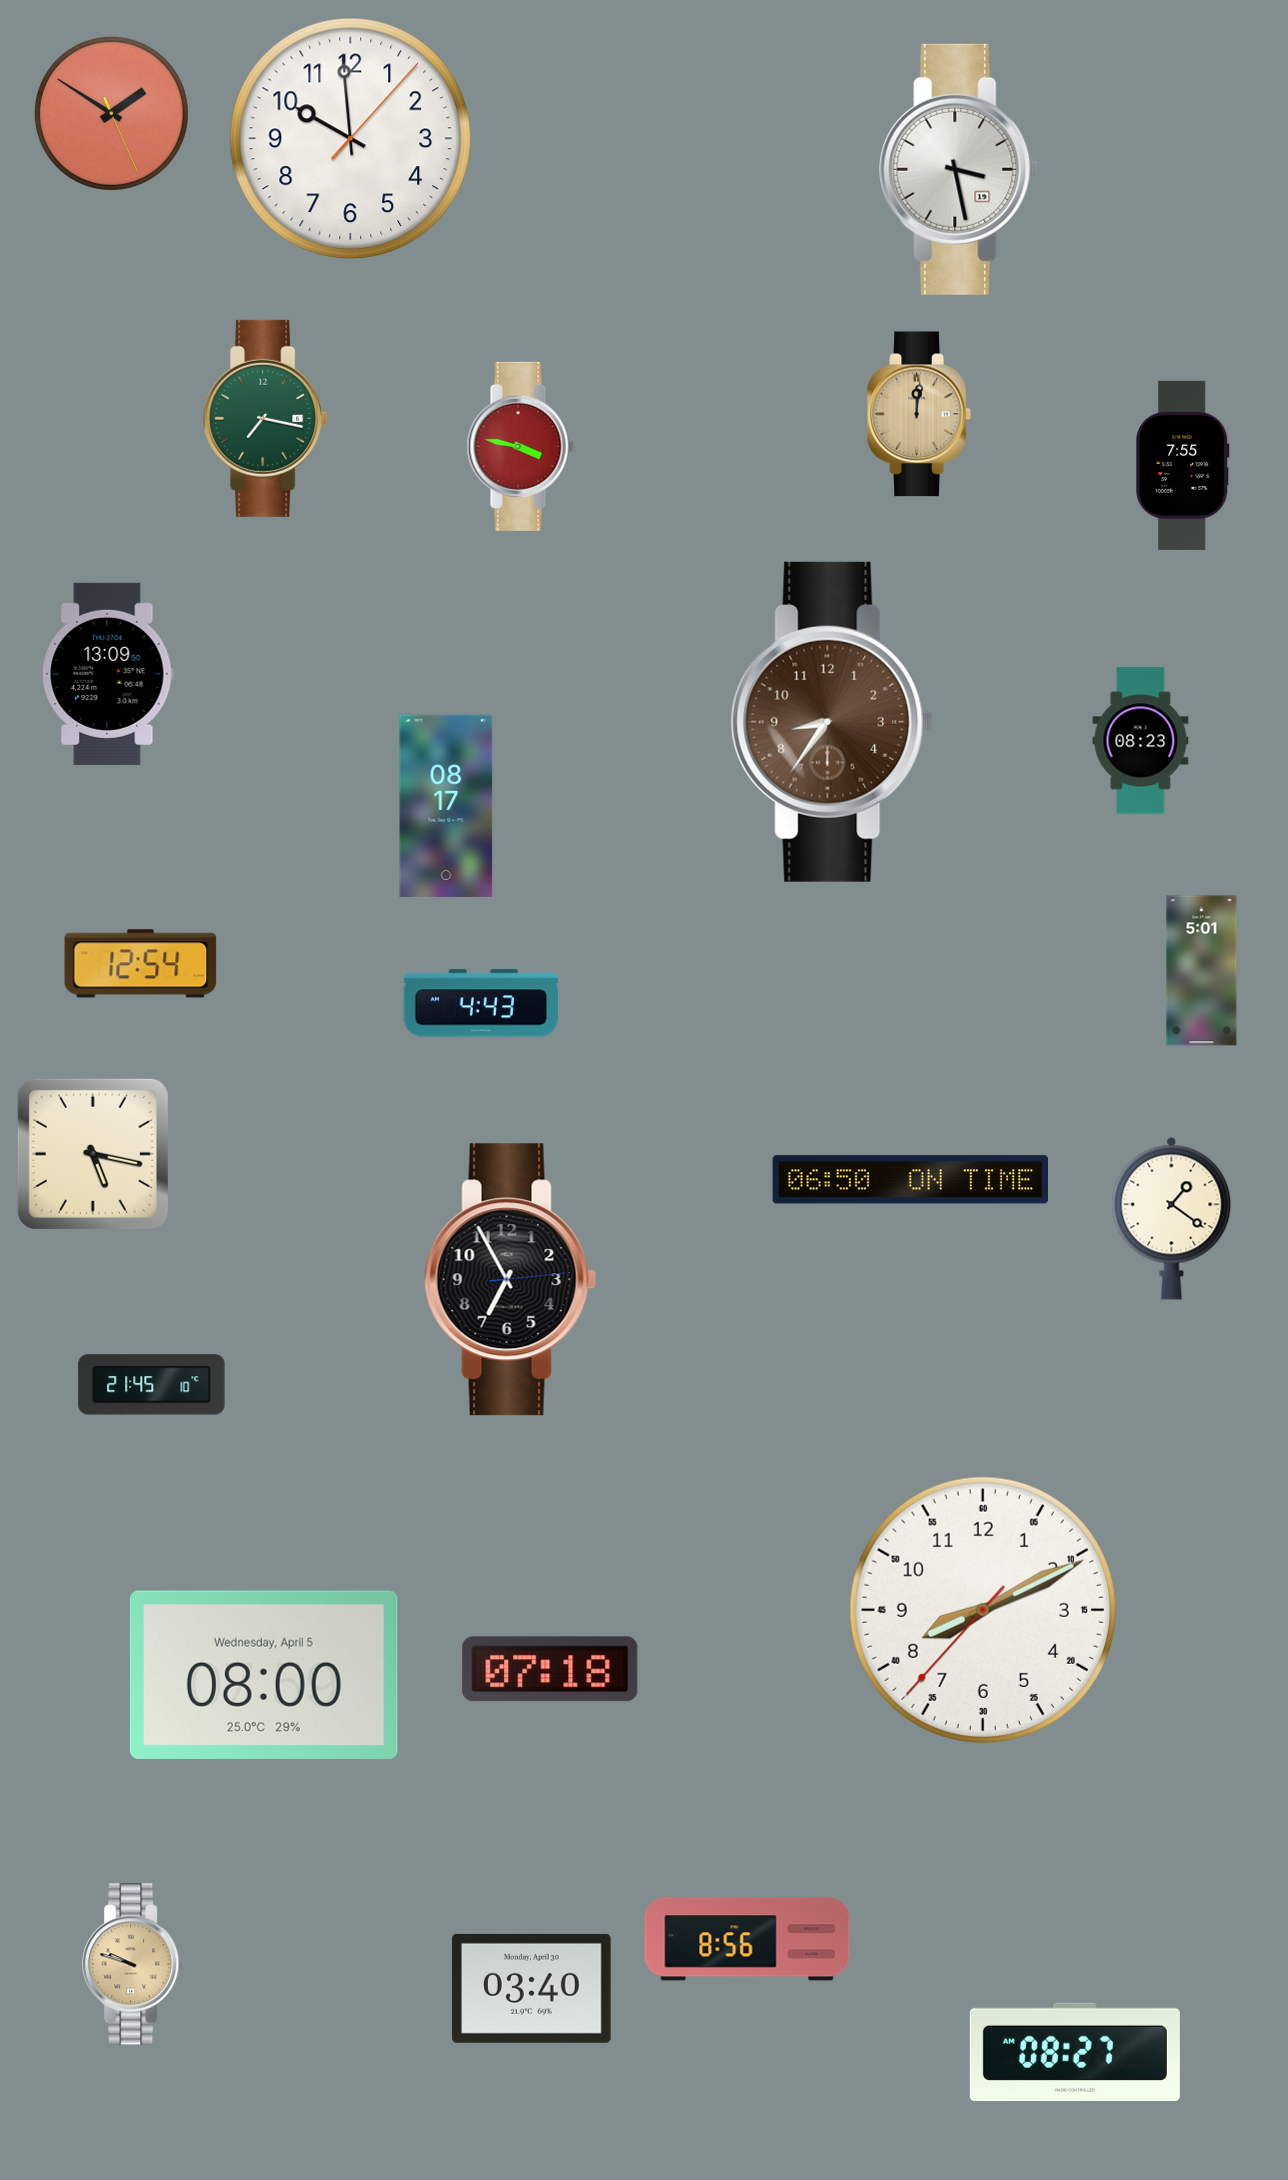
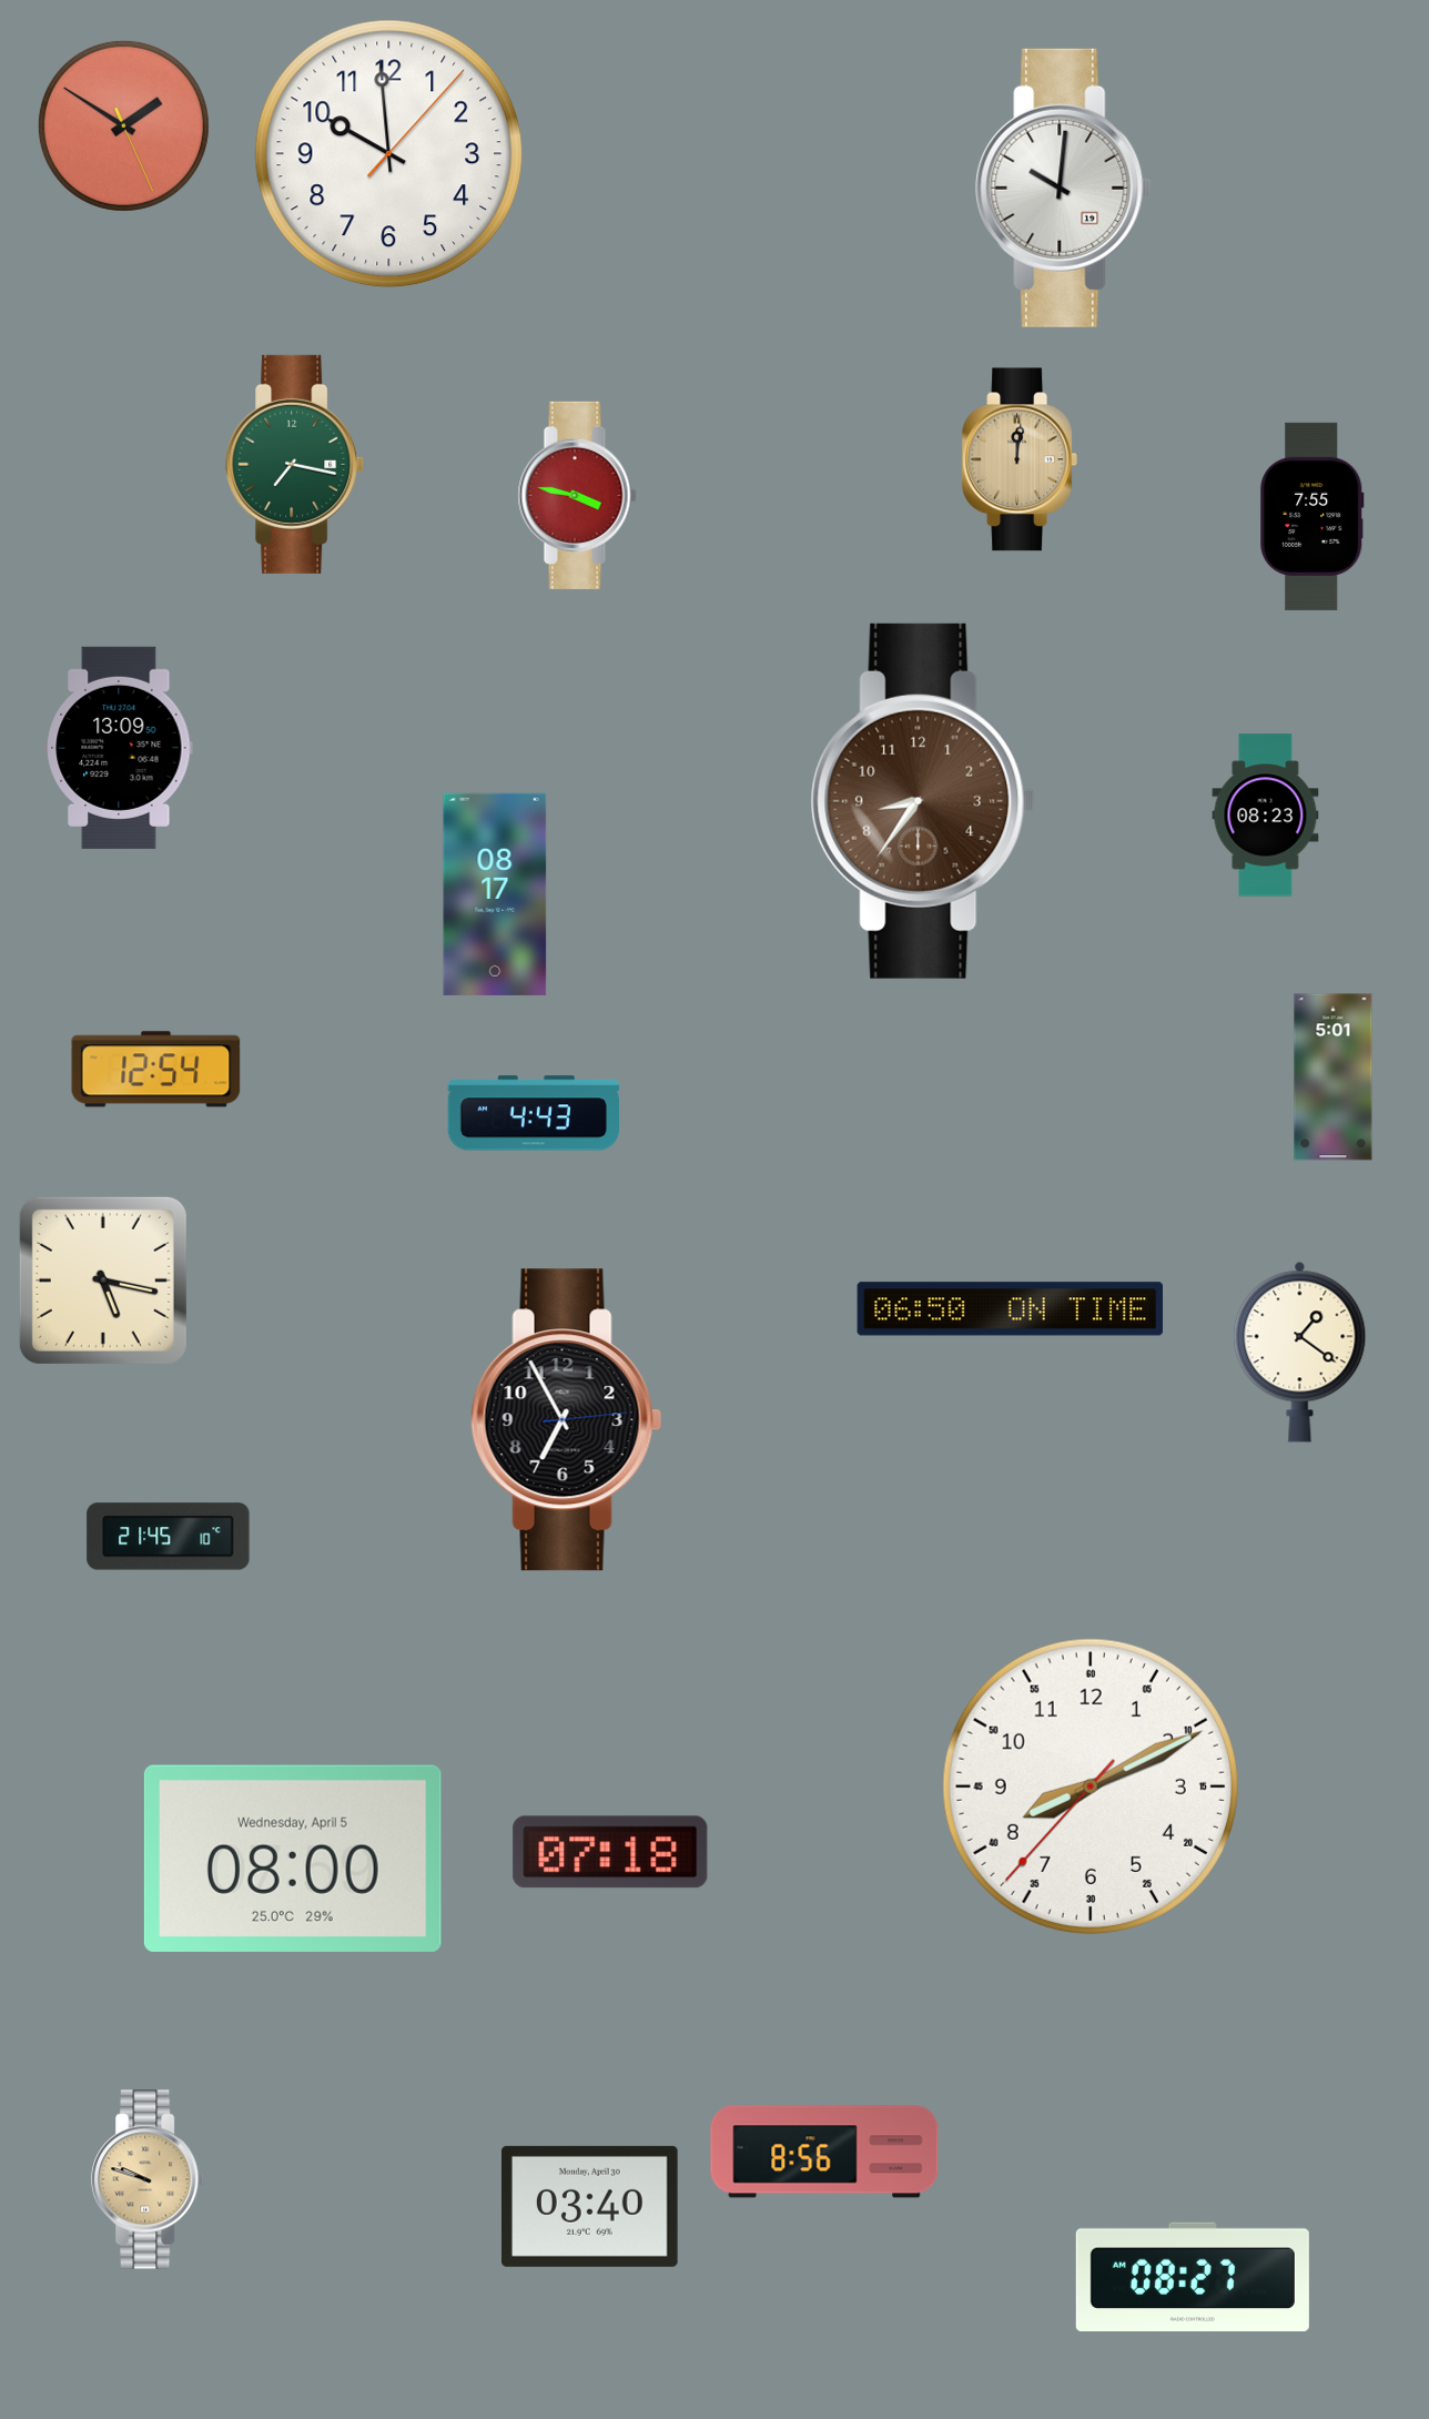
clock at (959, 169): 3:28 -> 10:01
clock at (1141, 741) position: (1141, 741) -> (1266, 816)
clock at (747, 1939) position: (747, 1939) -> (824, 2152)
